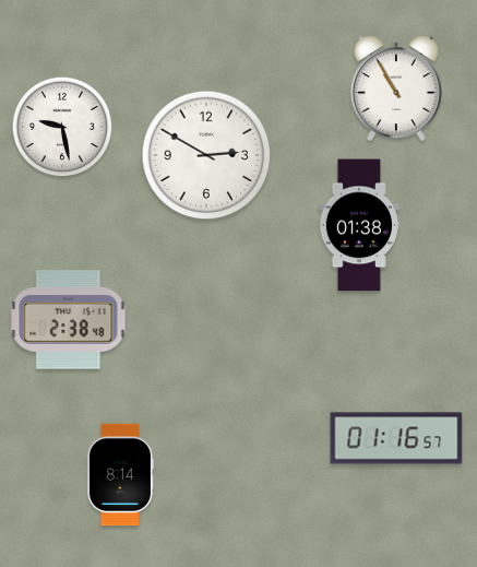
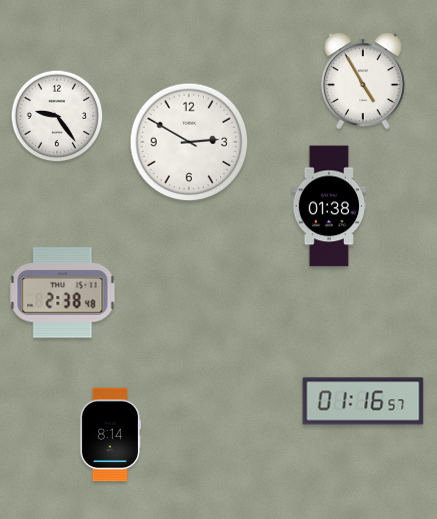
clock at (396, 88): 10:55 -> 4:55
clock at (62, 127): 9:28 -> 9:24
